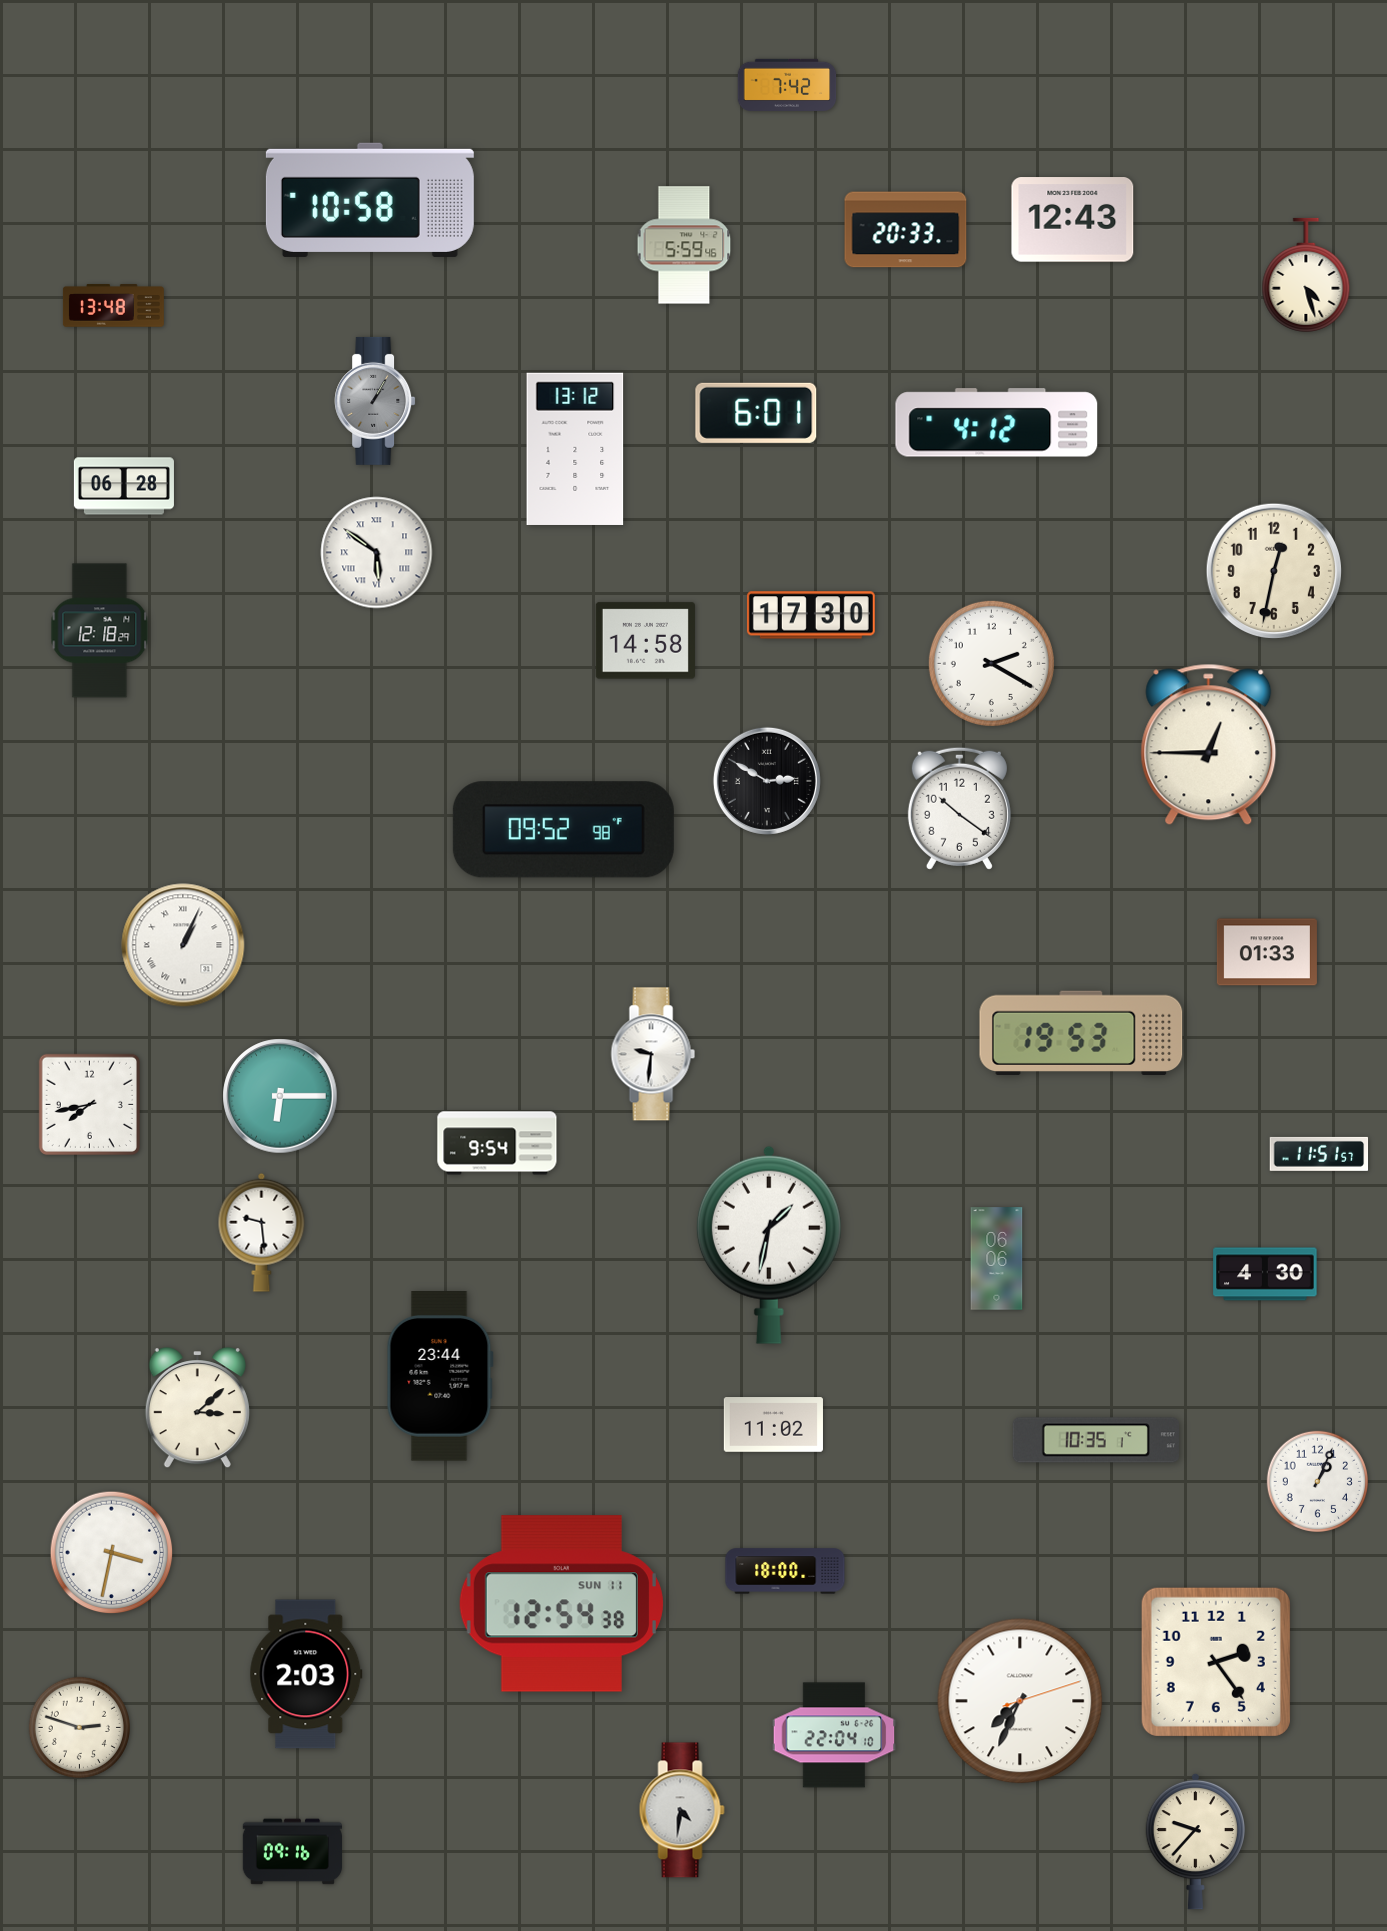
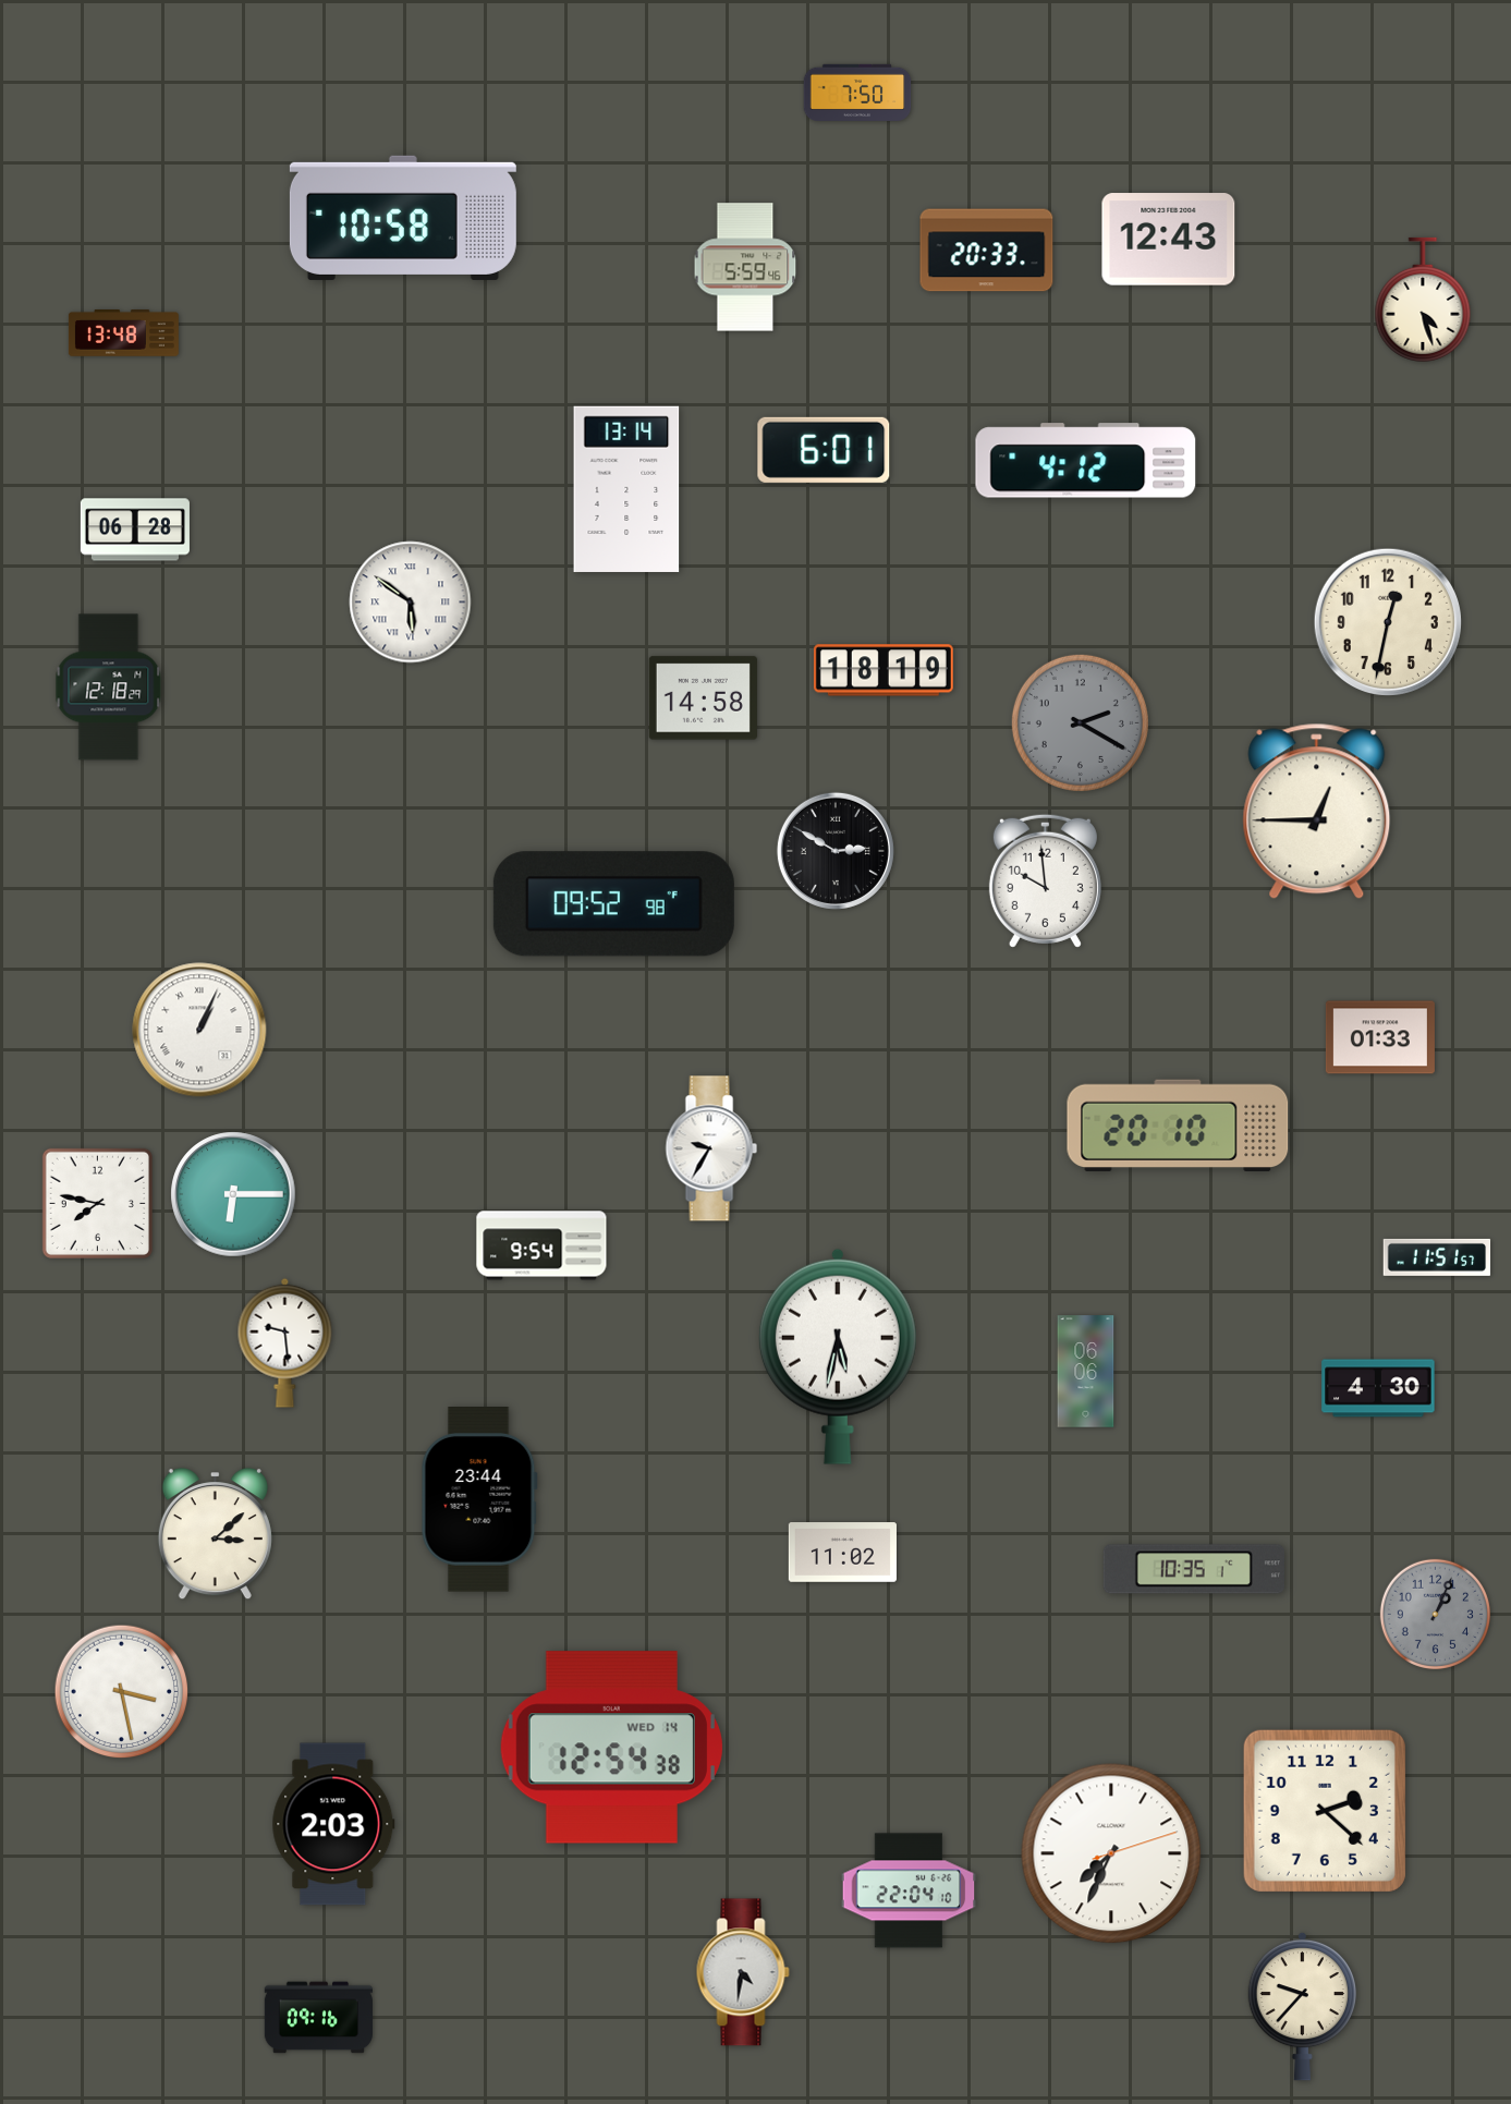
clock at (787, 85): 7:42 -> 7:50
clock at (375, 401): 1:05 -> none
clock at (575, 449): 13:12 -> 13:14
clock at (811, 615): 17:30 -> 18:19
clock at (991, 663) dial: white -> grey
clock at (959, 808): 10:21 -> 9:59
clock at (1081, 1033): 19:53 -> 20:10
clock at (653, 1054): 9:31 -> 9:35
clock at (280, 1096) position: (280, 1096) -> (233, 1194)
clock at (89, 1104): 7:43 -> 7:47
clock at (769, 1245): 1:32 -> 5:32
clock at (1317, 1481) dial: white -> grey
clock at (112, 1553): 3:32 -> 3:28
clock at (785, 1571): 18:00 -> none
clock at (561, 1604) date: SUN 11 -> WED 14
clock at (1216, 1662): 2:24 -> 2:22
clock at (79, 1727): 2:48 -> none
